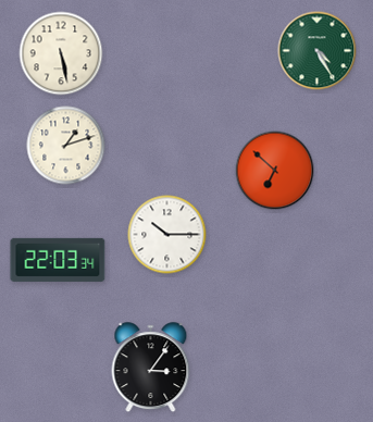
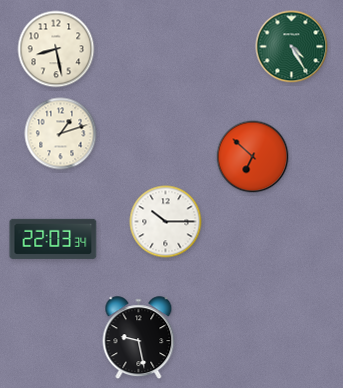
clock at (61, 53): 5:28 -> 8:28
clock at (167, 235) position: (167, 235) -> (166, 222)
clock at (151, 368): 3:06 -> 9:28
